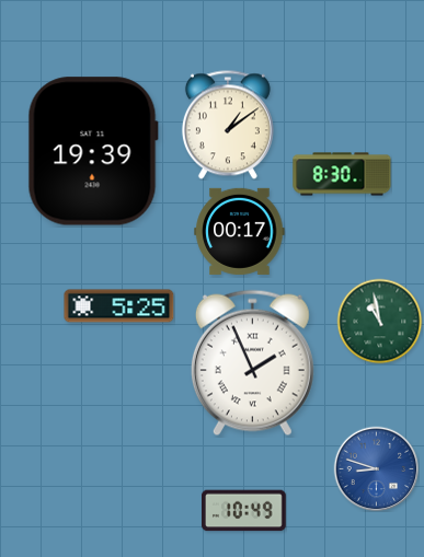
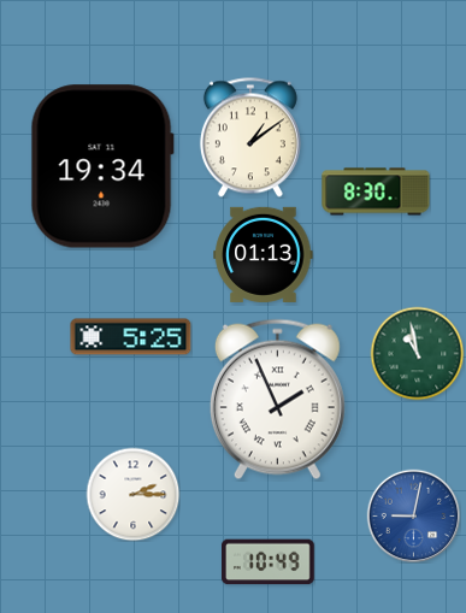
clock at (93, 151): 19:39 -> 19:34
clock at (240, 231): 00:17 -> 01:13
clock at (132, 494): none -> 2:15
clock at (376, 468): 8:48 -> 9:02
